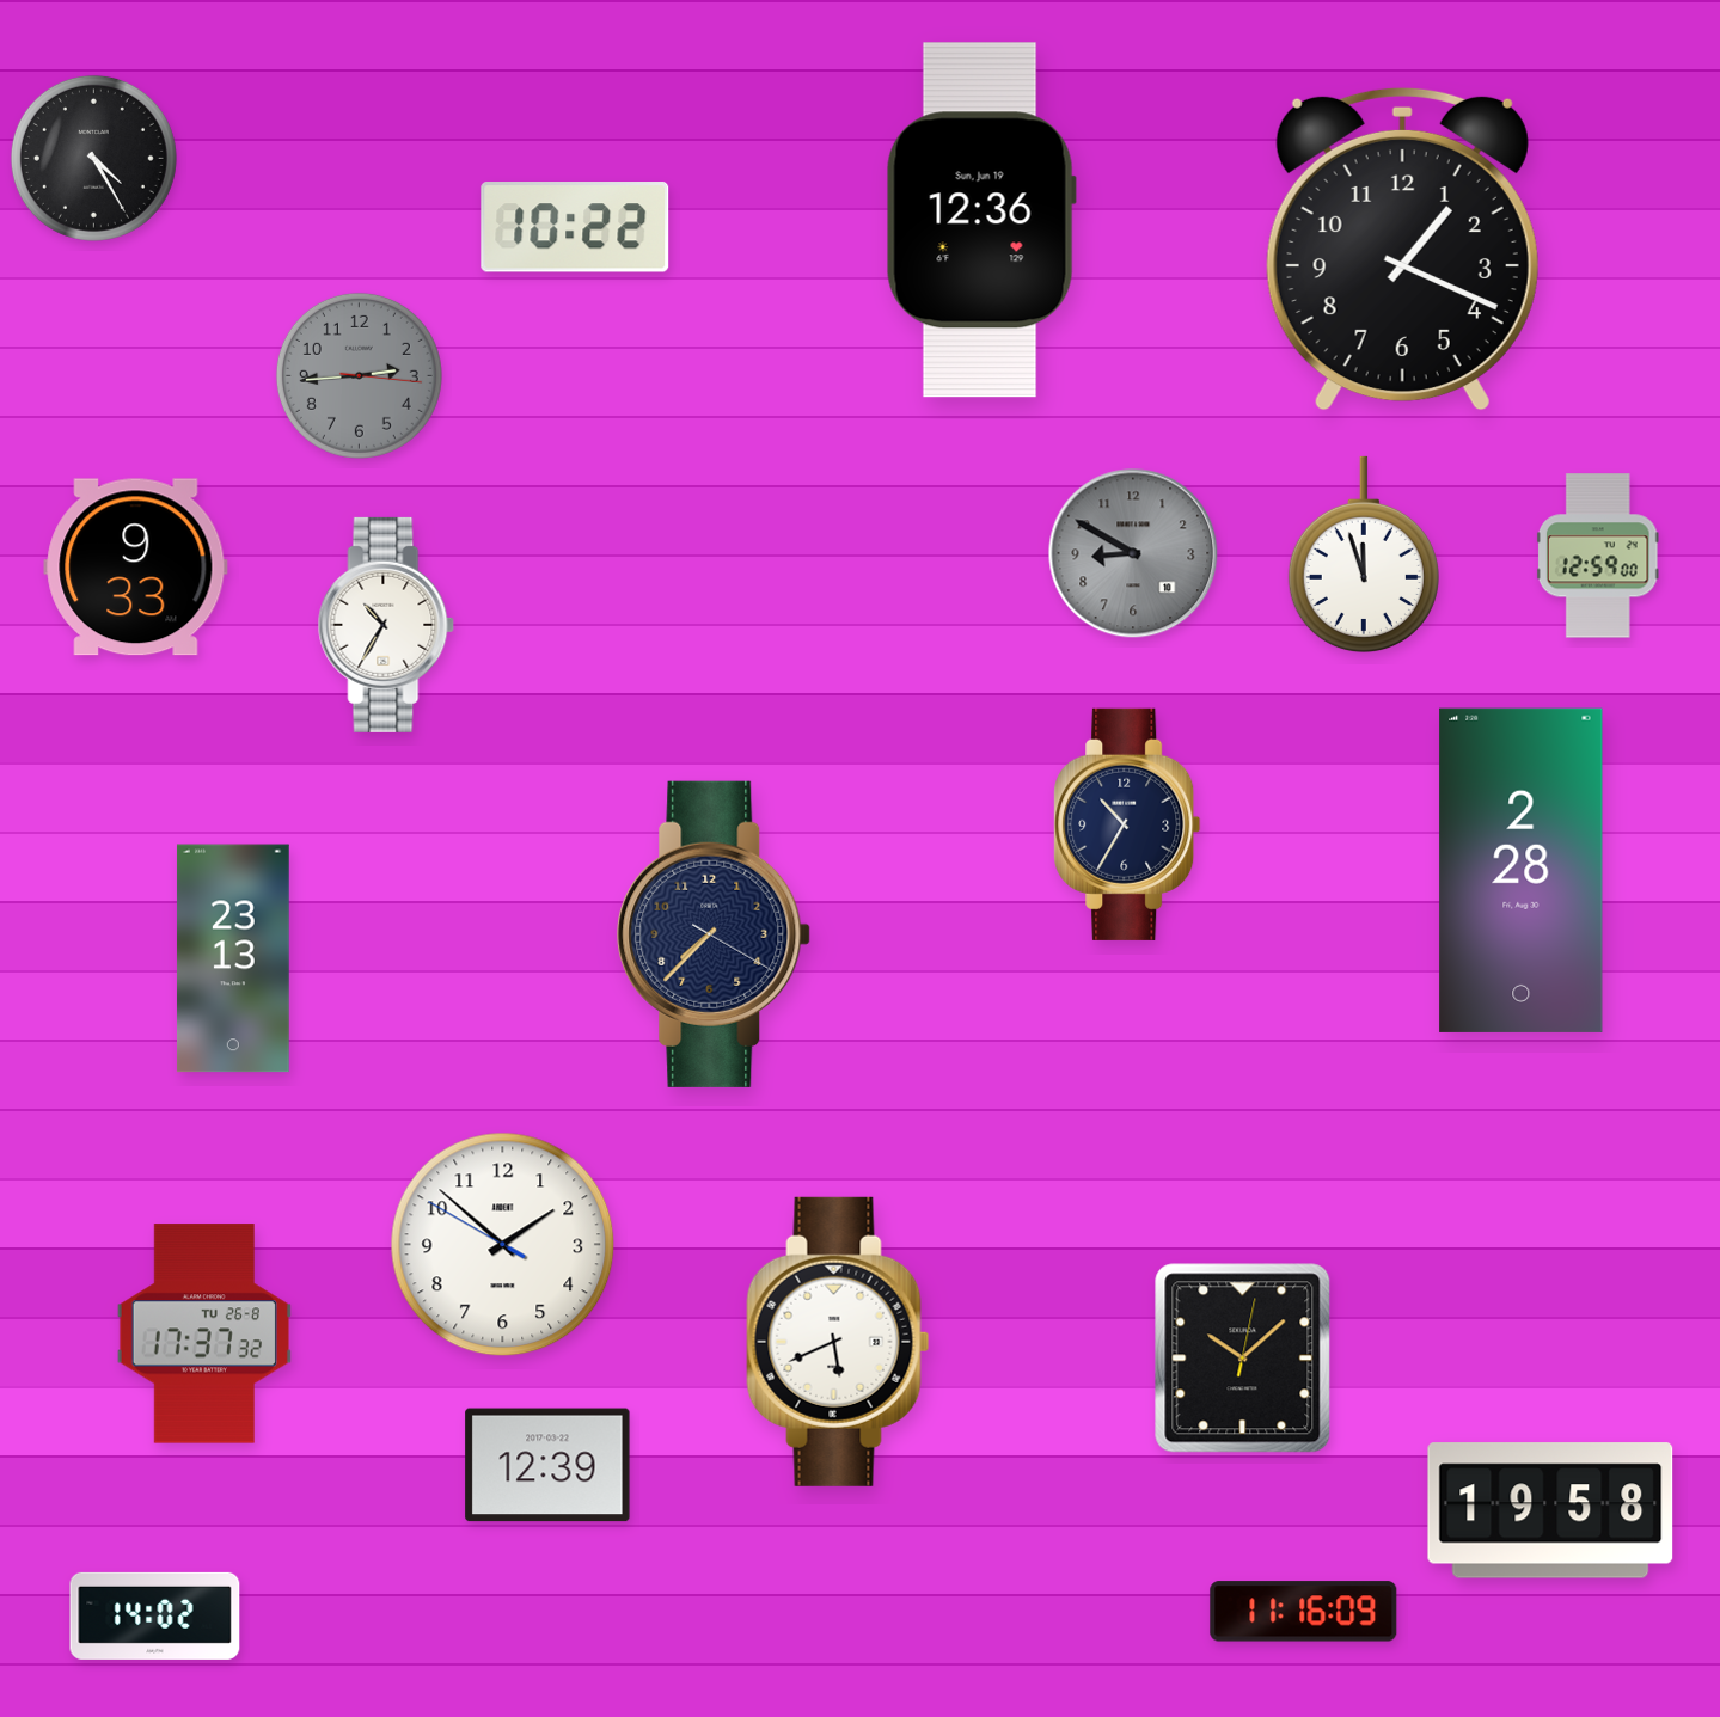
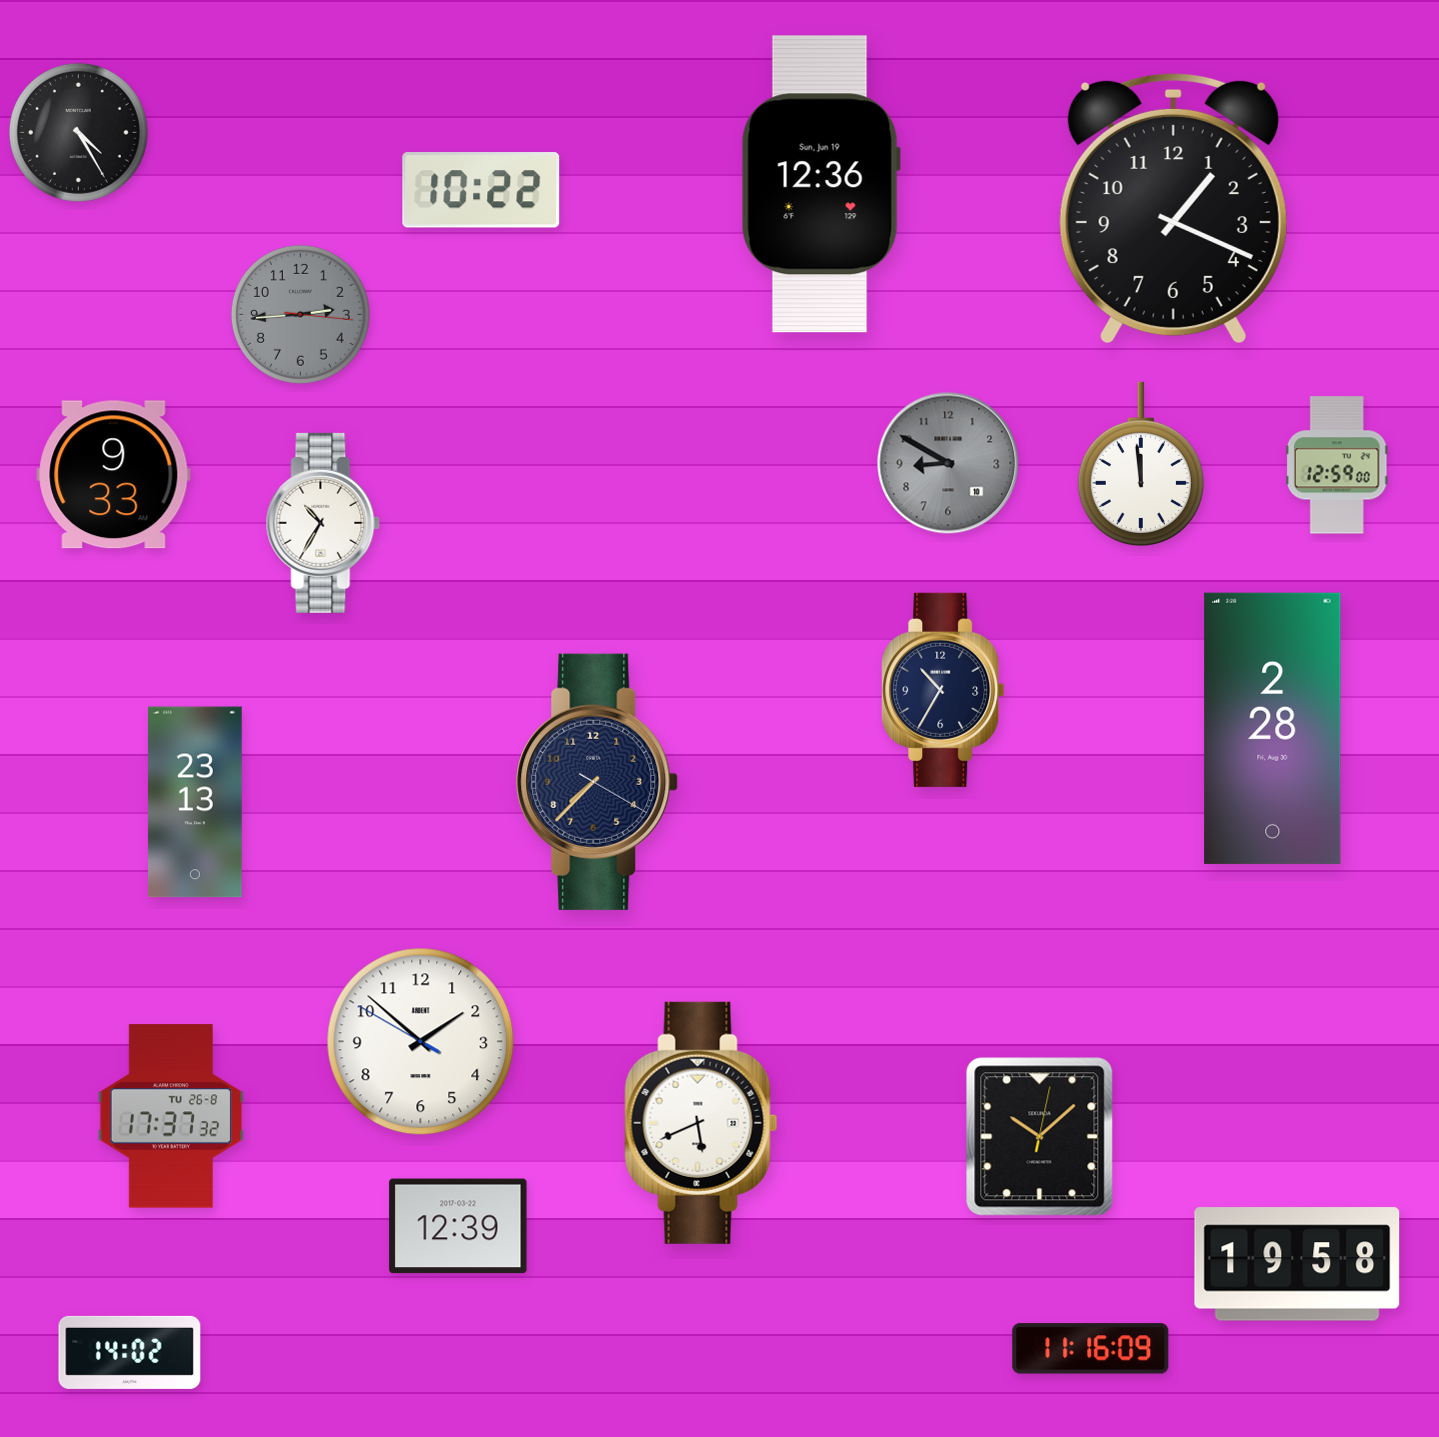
clock at (1364, 554): 11:57 -> 11:59
